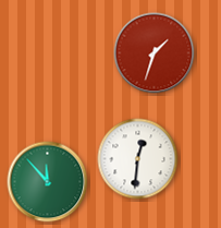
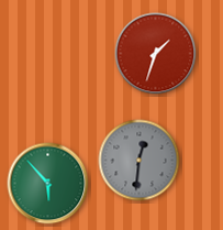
clock at (138, 159) dial: white -> grey
clock at (48, 182): 11:53 -> 5:53
